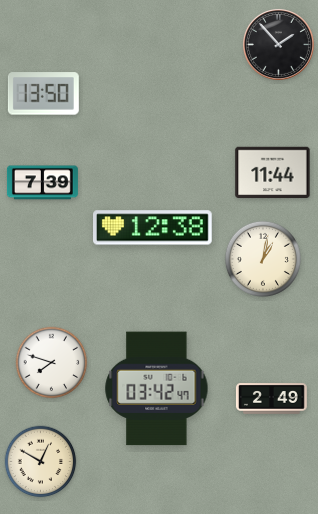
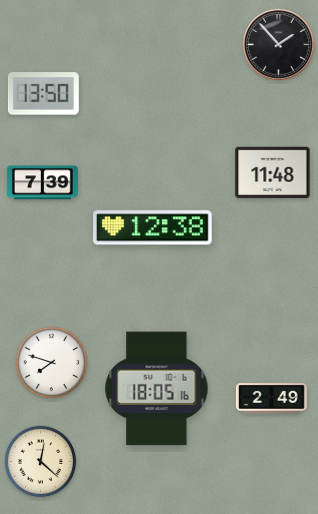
clock at (273, 173): 11:44 -> 11:48
clock at (263, 259): 1:02 -> none
clock at (157, 389): 03:42 -> 18:05
clock at (41, 462): 12:50 -> 12:22
